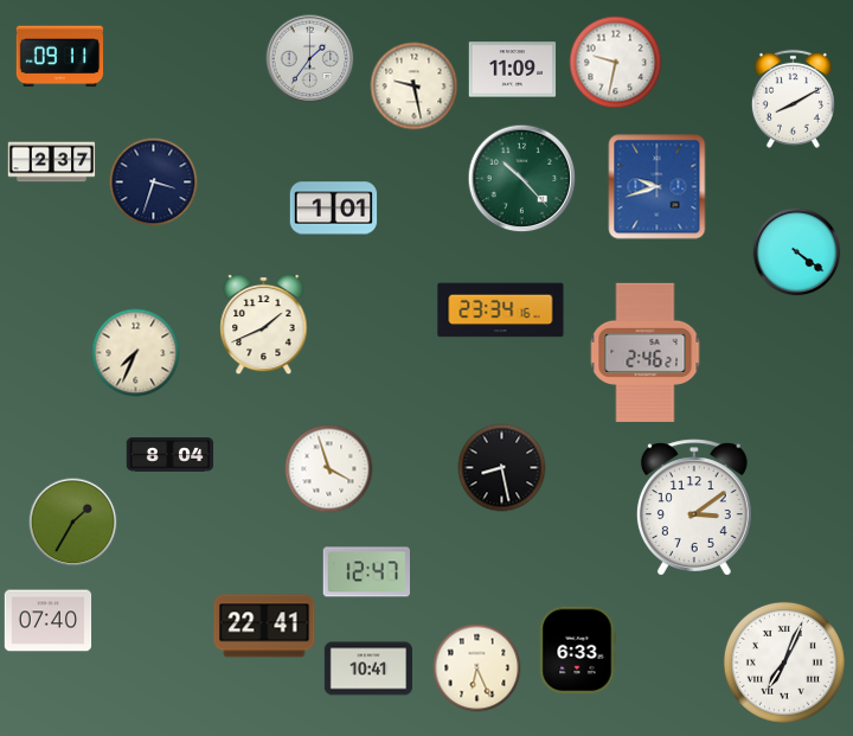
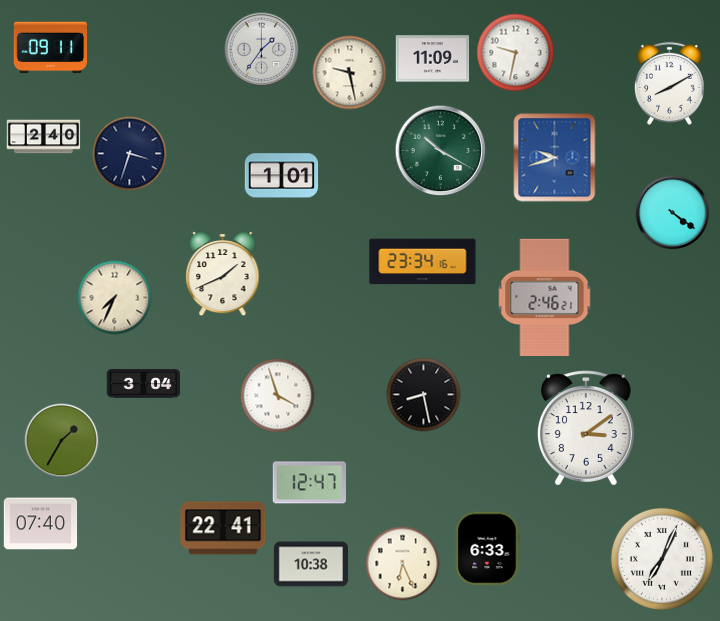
clock at (616, 63) position: (616, 63) -> (516, 53)
clock at (52, 162): 2:37 -> 2:40
clock at (522, 179): 10:23 -> 10:20
clock at (171, 455): 8:04 -> 3:04
clock at (367, 668): 10:41 -> 10:38
